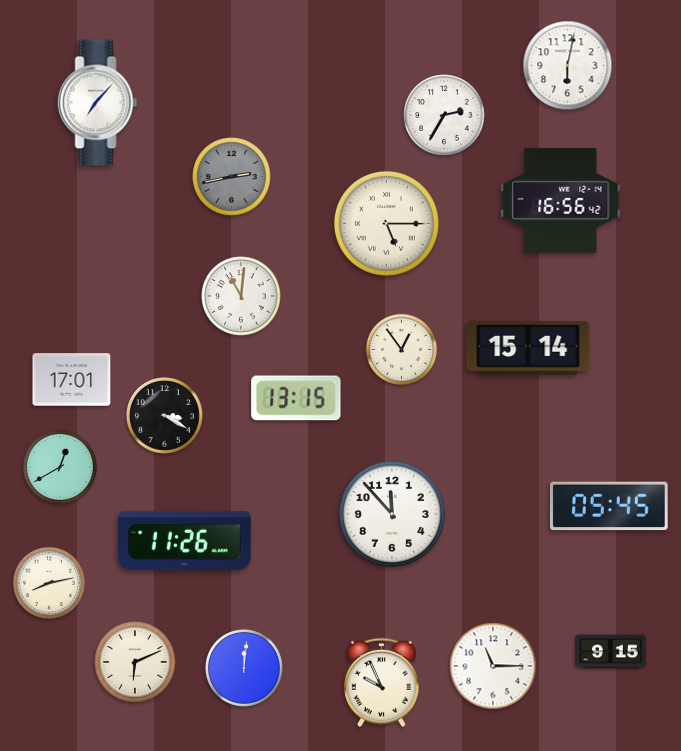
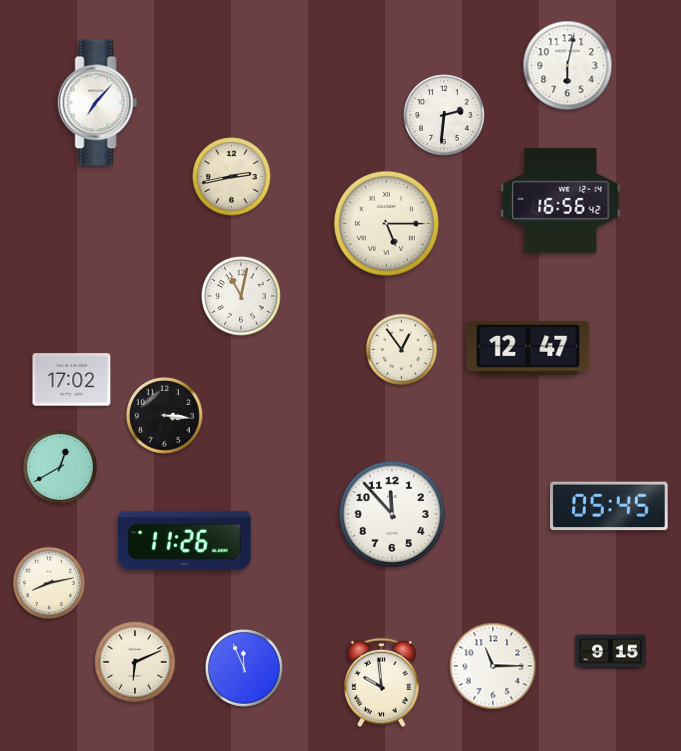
clock at (444, 115): 2:35 -> 2:31
clock at (232, 177) dial: grey -> cream
clock at (241, 296): 11:01 -> 11:02
clock at (528, 348): 15:14 -> 12:47
clock at (72, 380): 17:01 -> 17:02
clock at (296, 398): 13:15 -> none
clock at (165, 416): 3:20 -> 3:16
clock at (244, 668): 12:01 -> 11:56
clock at (382, 683): 9:56 -> 9:59
